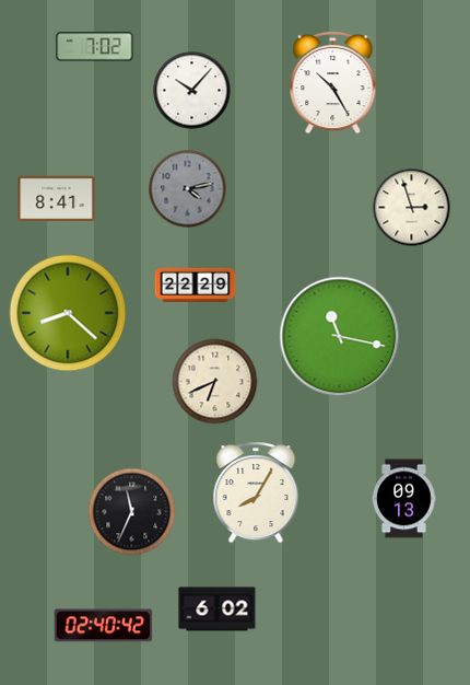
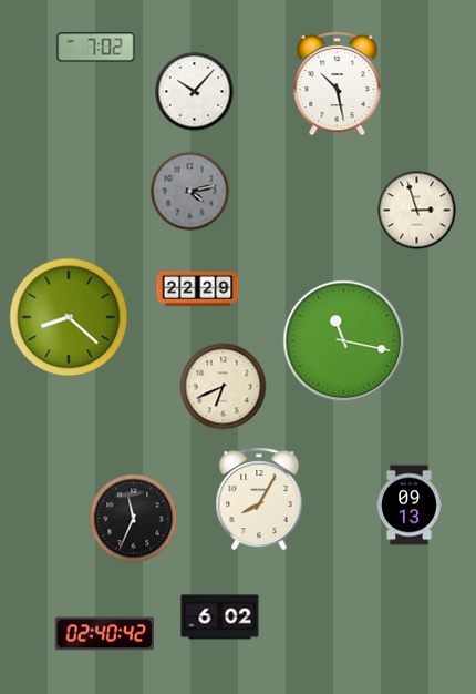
clock at (333, 82): 10:25 -> 10:28
clock at (57, 198): 8:41 -> none
clock at (215, 382) position: (215, 382) -> (224, 387)
